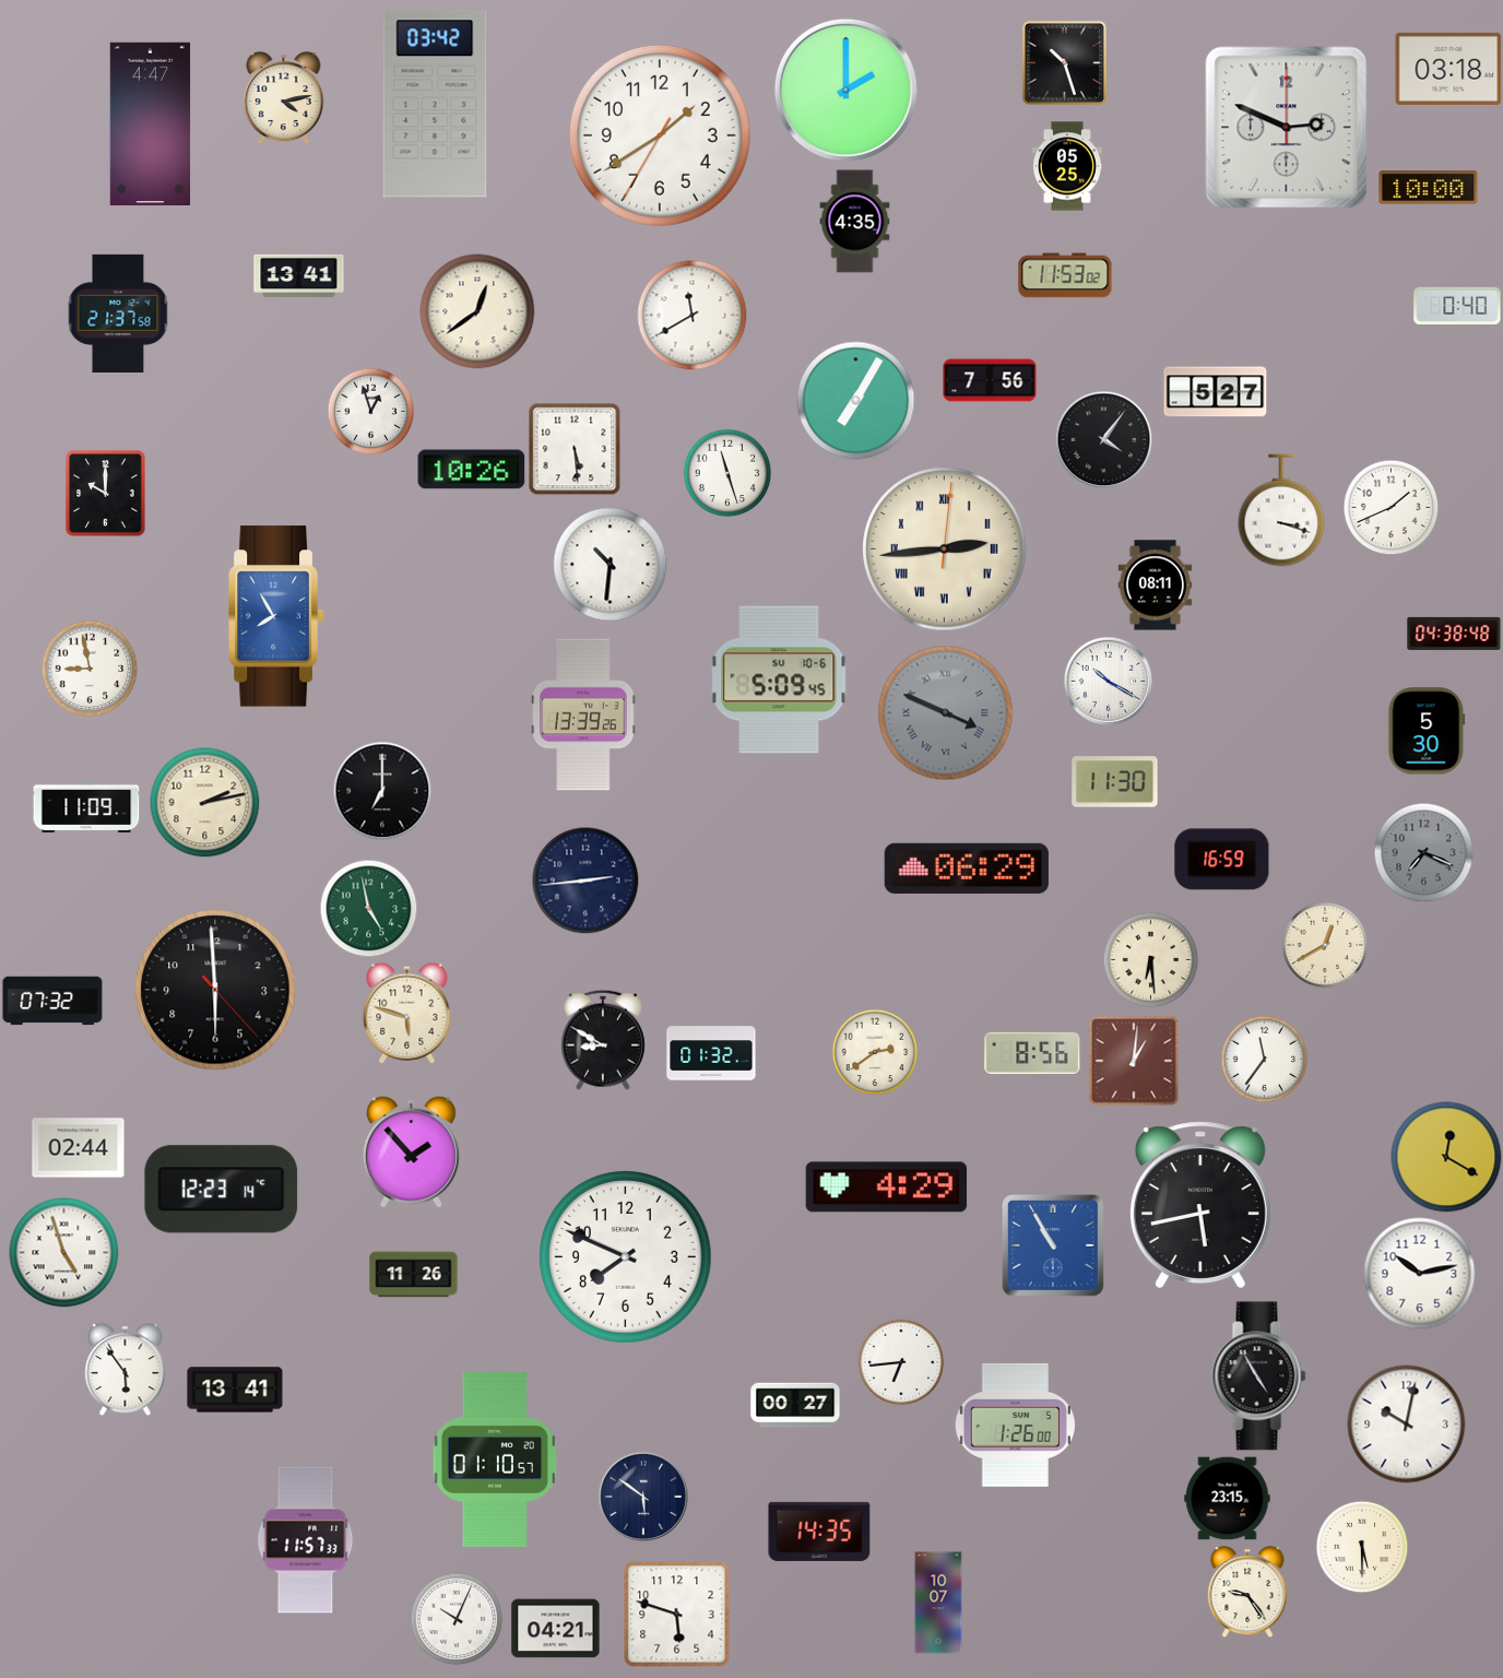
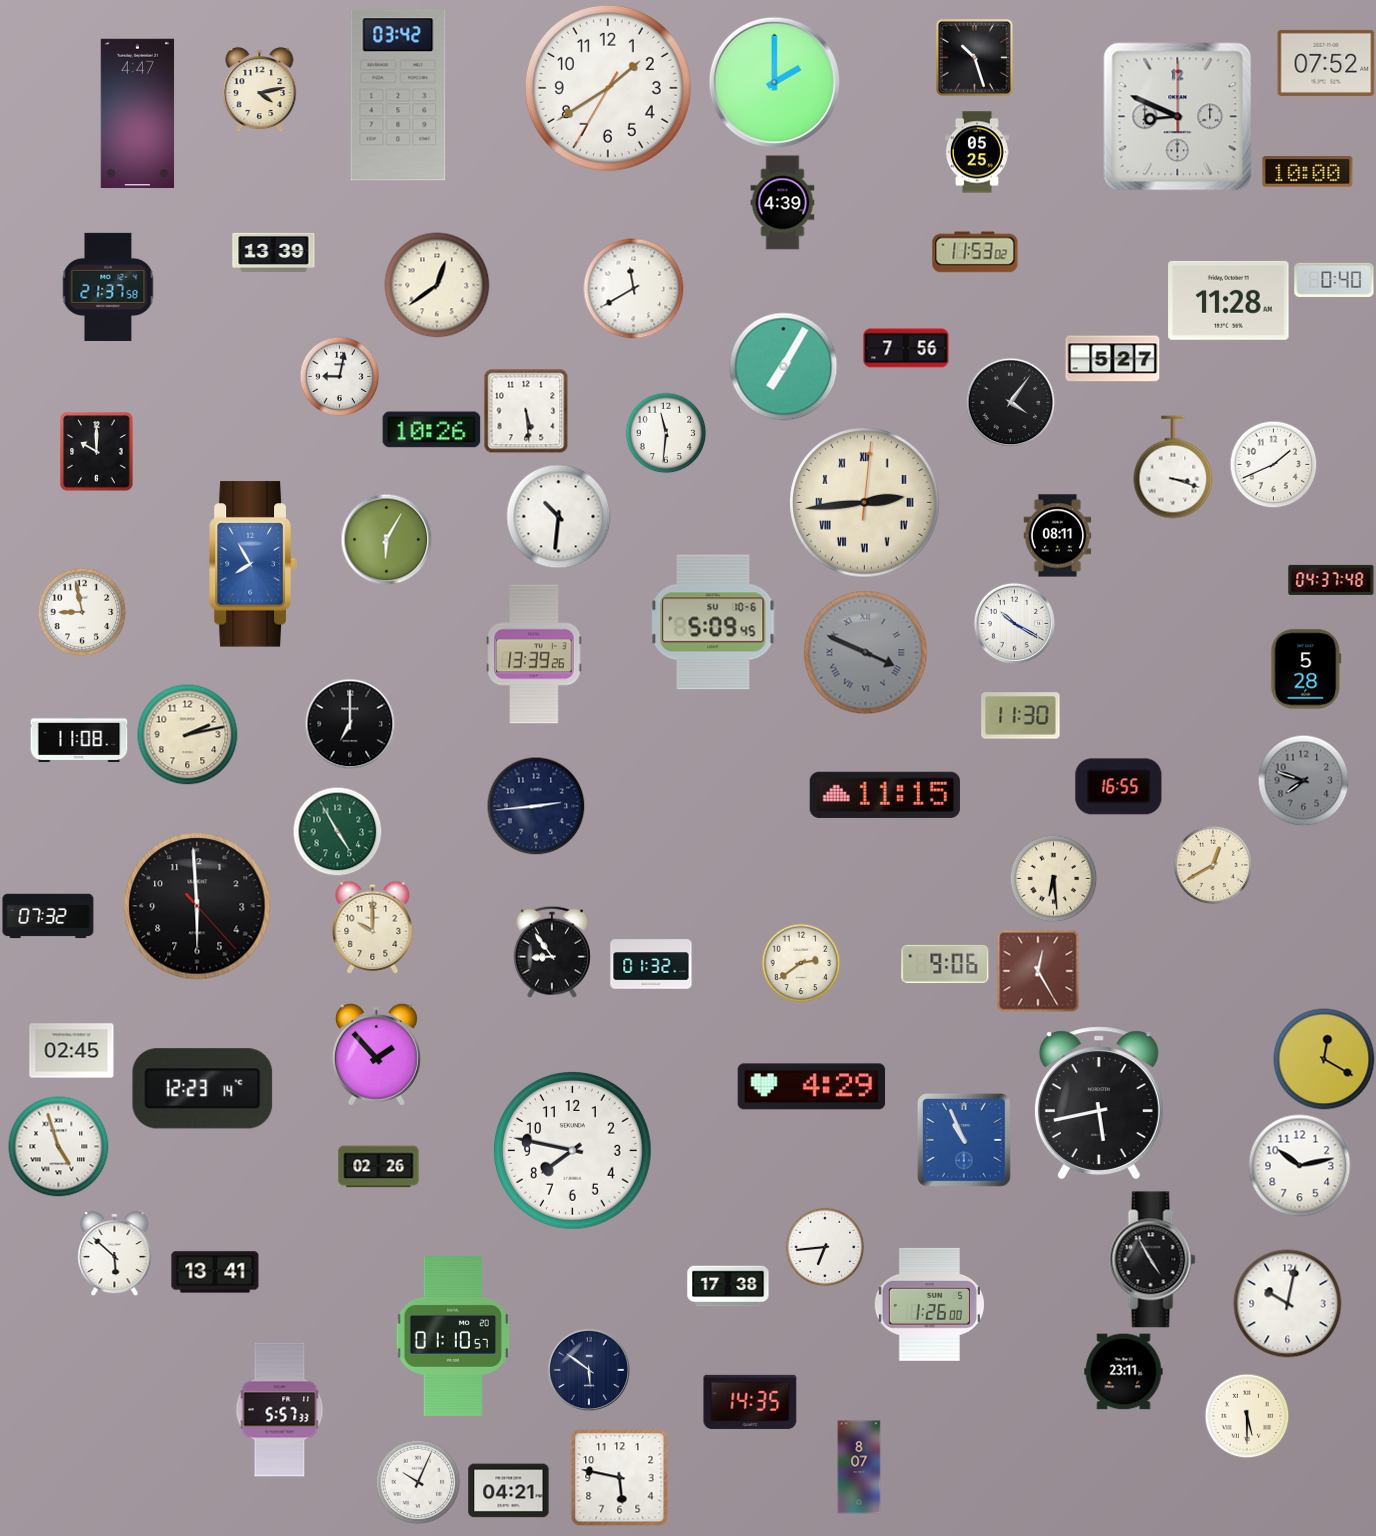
clock at (1448, 69): 03:18 -> 07:52
clock at (1287, 128): 2:49 -> 8:49
clock at (660, 135) position: (660, 135) -> (608, 88)
clock at (855, 222): 4:35 -> 4:39
clock at (299, 275): 13:41 -> 13:39
clock at (1229, 300): none -> 11:28
clock at (370, 411): 12:57 -> 9:02
clock at (727, 473): 11:27 -> 11:31
clock at (386, 539): none -> 6:05
clock at (1454, 634): 04:38 -> 04:37
clock at (1427, 731): 5:30 -> 5:28
clock at (86, 807): 11:09 -> 11:08
clock at (1423, 852): 7:19 -> 7:48
clock at (1222, 860): 16:59 -> 16:55
clock at (967, 868): 06:29 -> 11:15
clock at (368, 908): 4:58 -> 4:55
clock at (407, 1013): 5:48 -> 10:00
clock at (603, 1040): 8:50 -> 8:54
clock at (1032, 1053): 8:56 -> 9:06
clock at (1264, 1059): 11:36 -> none
clock at (1134, 1061): 1:01 -> 12:25
clock at (79, 1148): 02:44 -> 02:45
clock at (1054, 1246): 10:55 -> 10:56
clock at (626, 1257): 7:49 -> 7:47
clock at (414, 1275): 11:26 -> 02:26
clock at (126, 1369): 5:54 -> 5:52
clock at (795, 1405): 00:27 -> 17:38
clock at (1228, 1499): 23:15 -> 23:11
clock at (306, 1540): 11:57 -> 5:57
clock at (1247, 1592): 9:24 -> none
clock at (938, 1603): 10:07 -> 8:07
clock at (677, 1615): 5:48 -> 5:47
